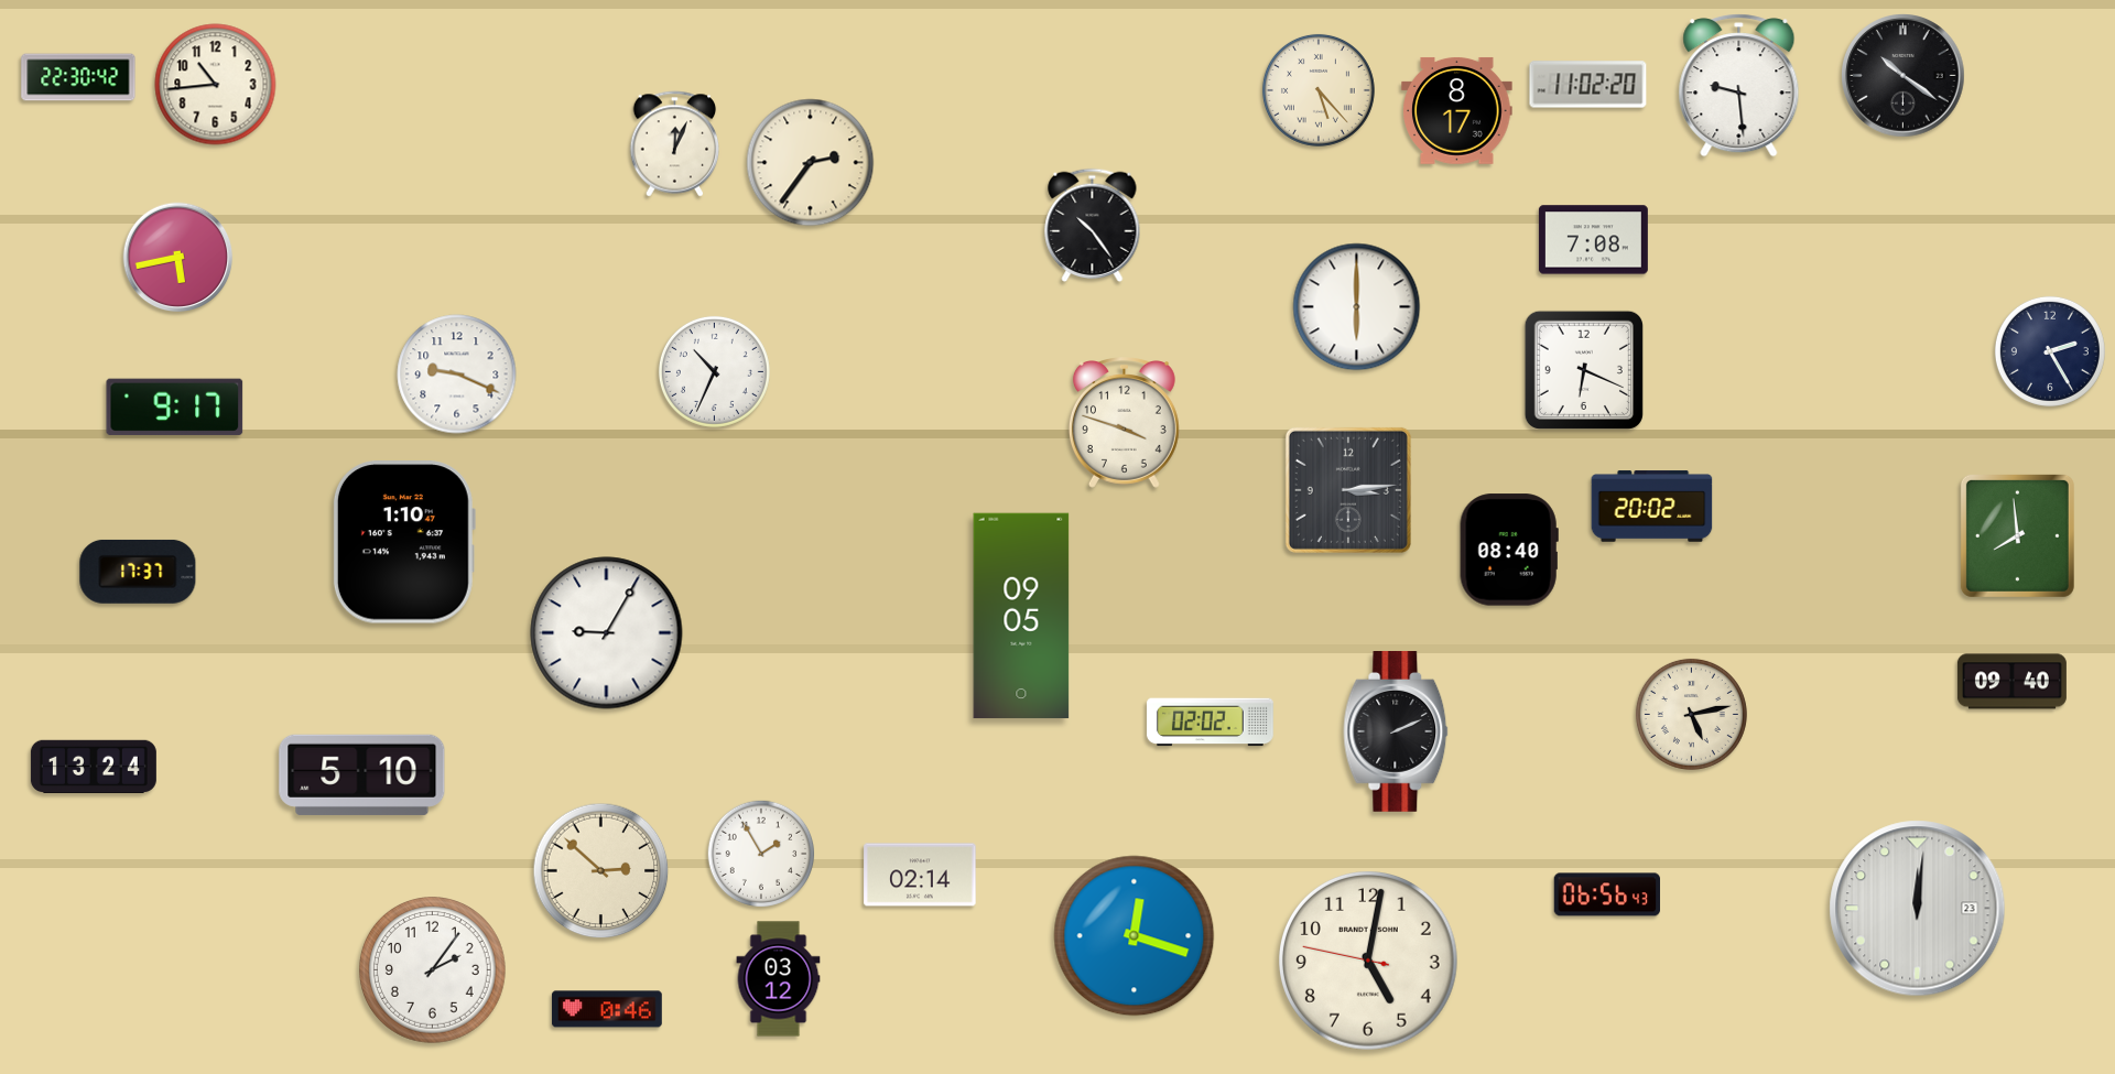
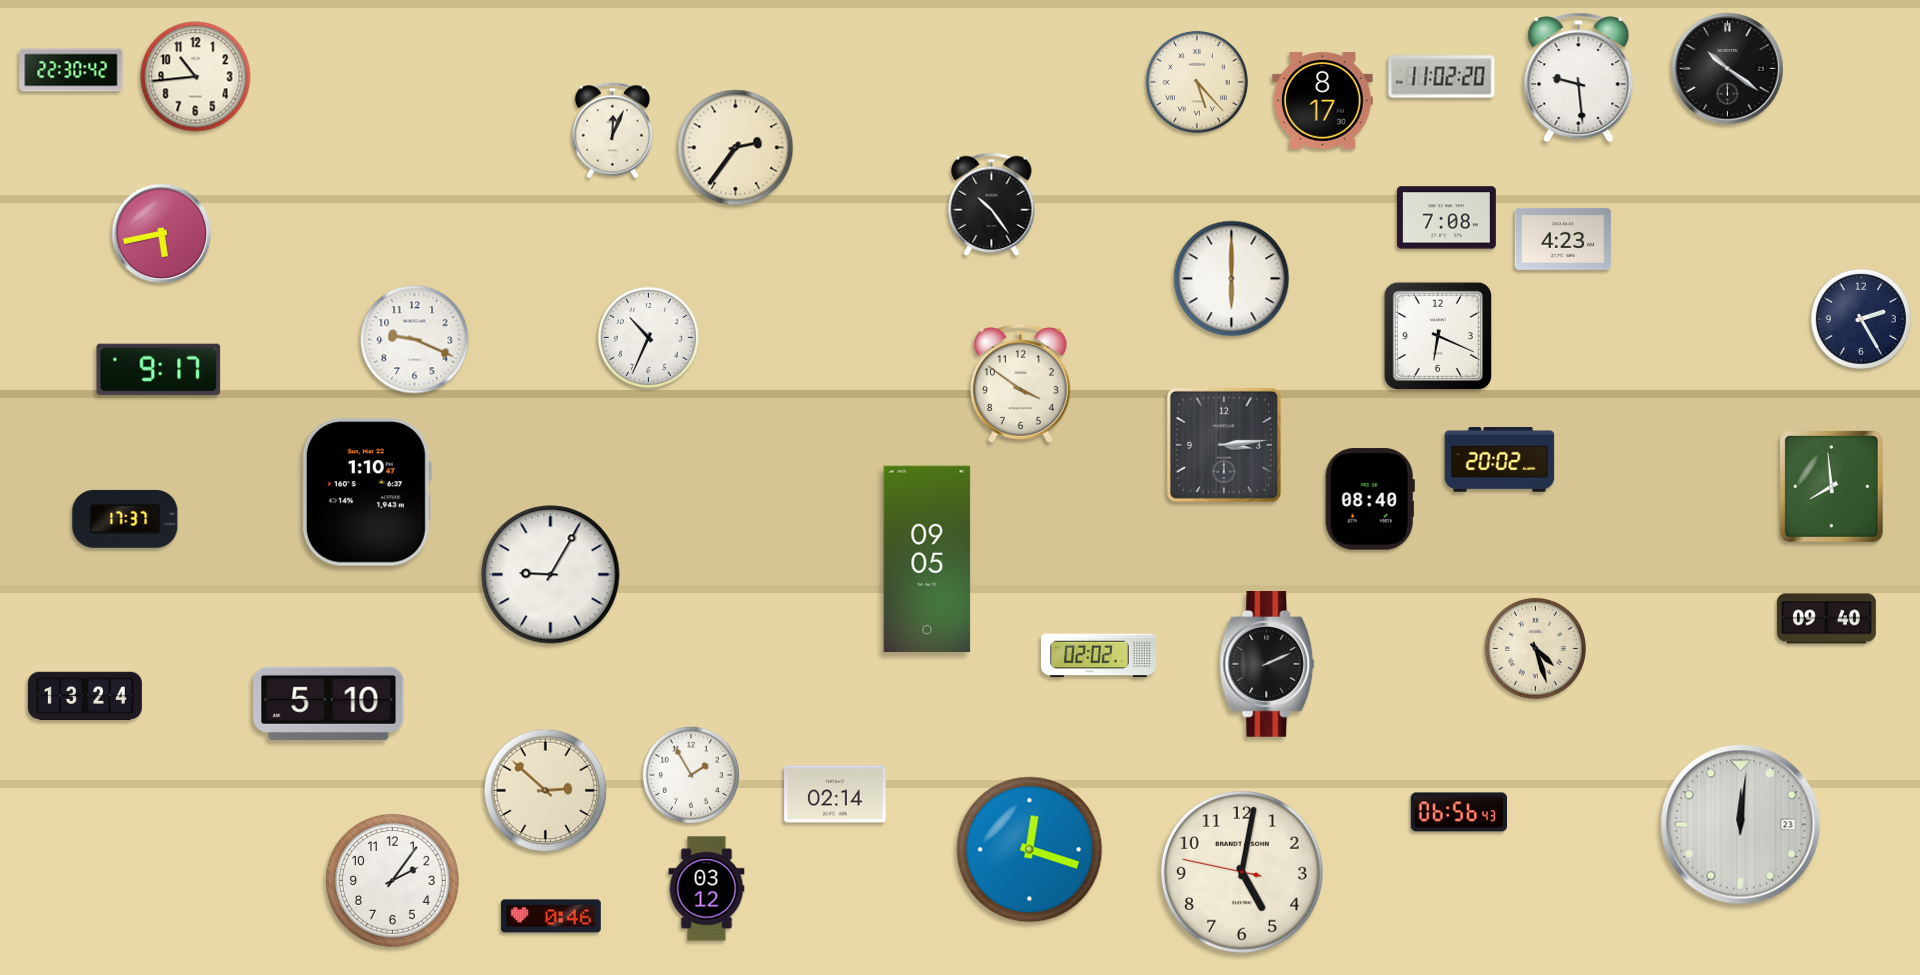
clock at (1563, 239): none -> 4:23
clock at (1124, 423): 3:48 -> 3:51
clock at (1691, 714): 5:13 -> 4:27
